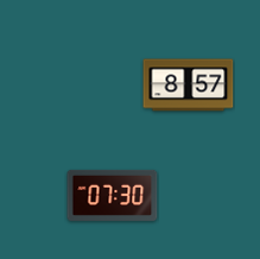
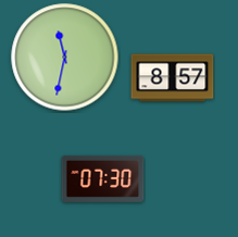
clock at (65, 58): none -> 11:32
